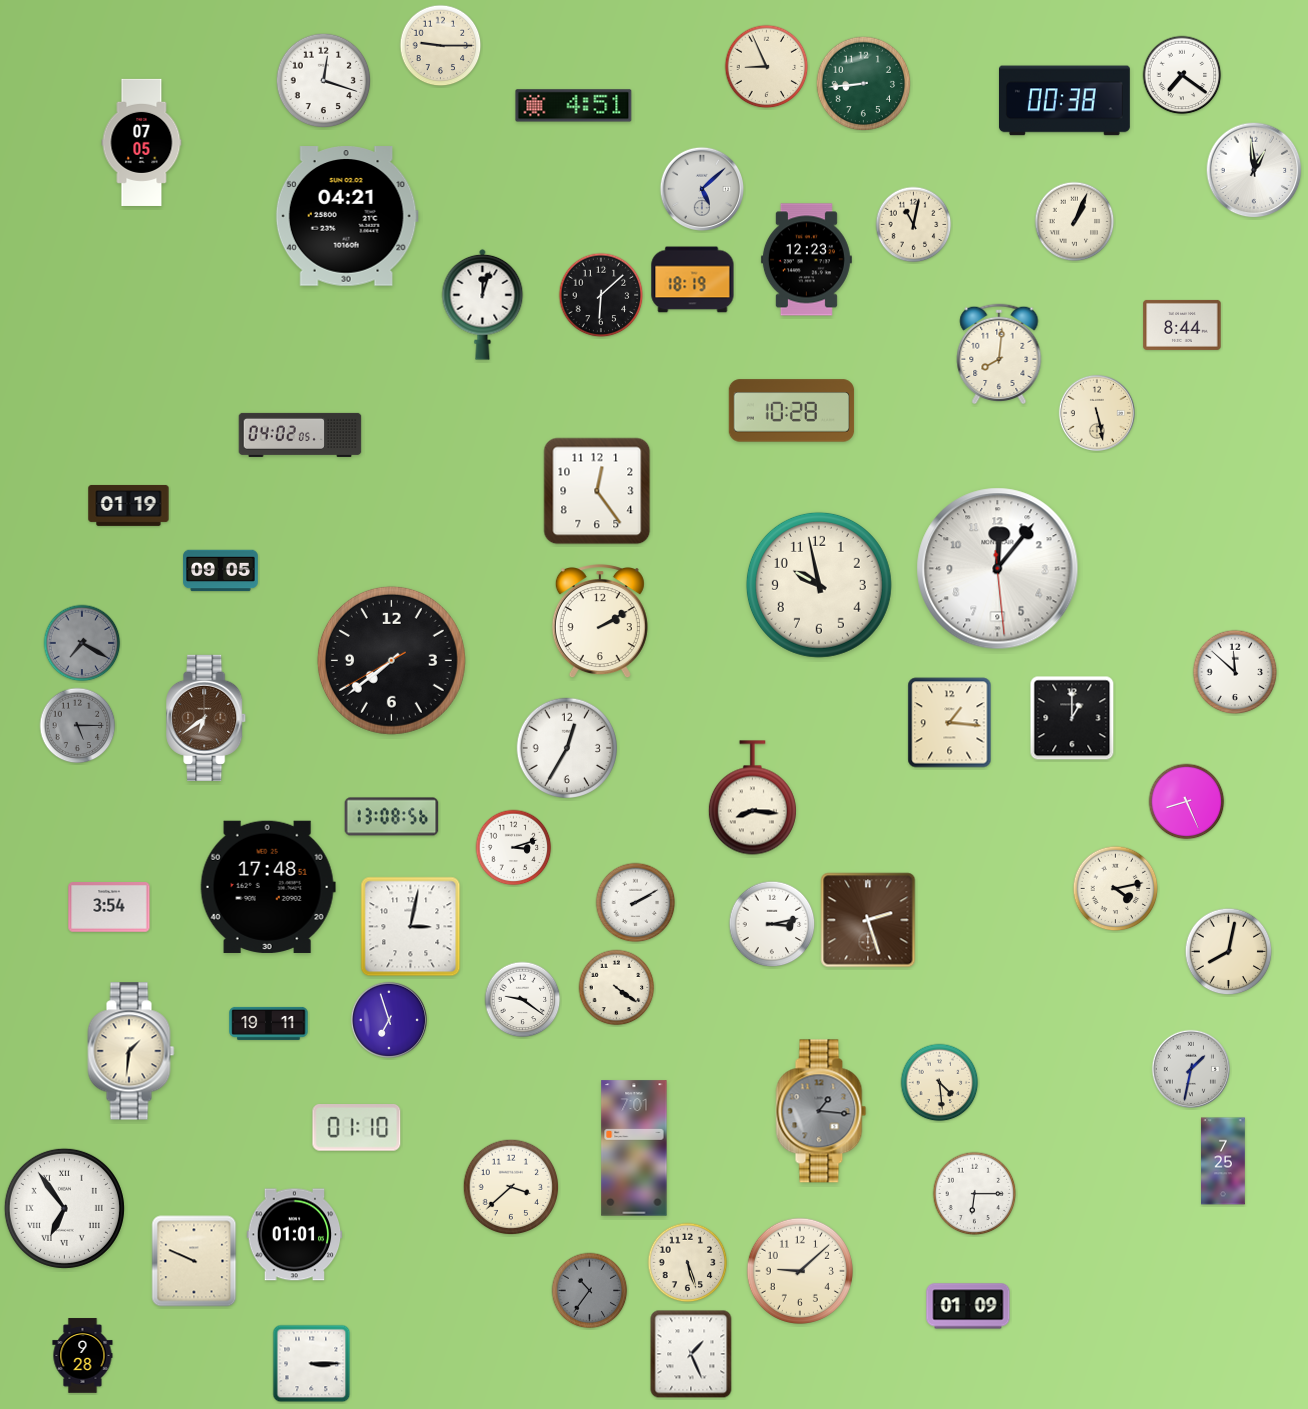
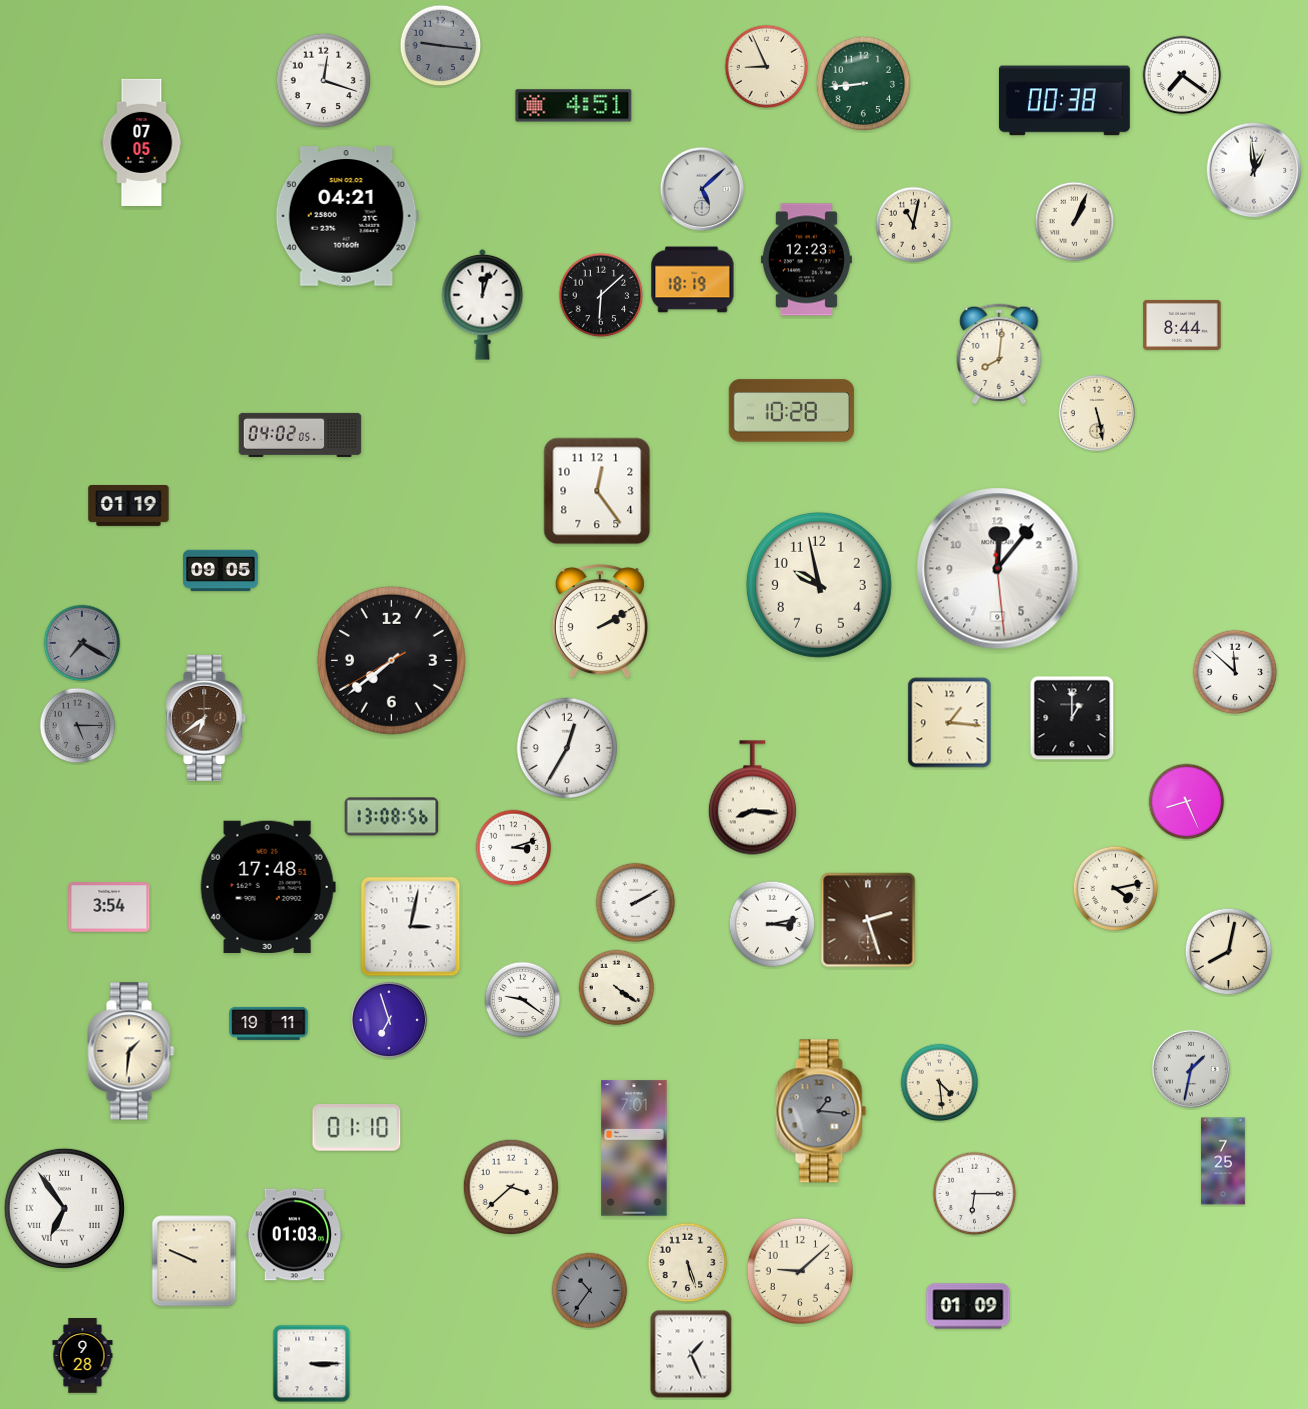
clock at (441, 46): 9:15 -> 9:16
clock at (441, 46) dial: cream -> grey
clock at (295, 1235): 01:01 -> 01:03
